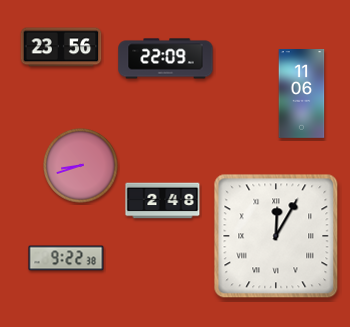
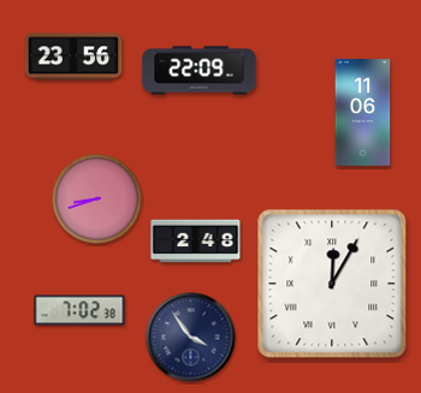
clock at (66, 258): 9:22 -> 7:02
clock at (191, 338): none -> 3:54
